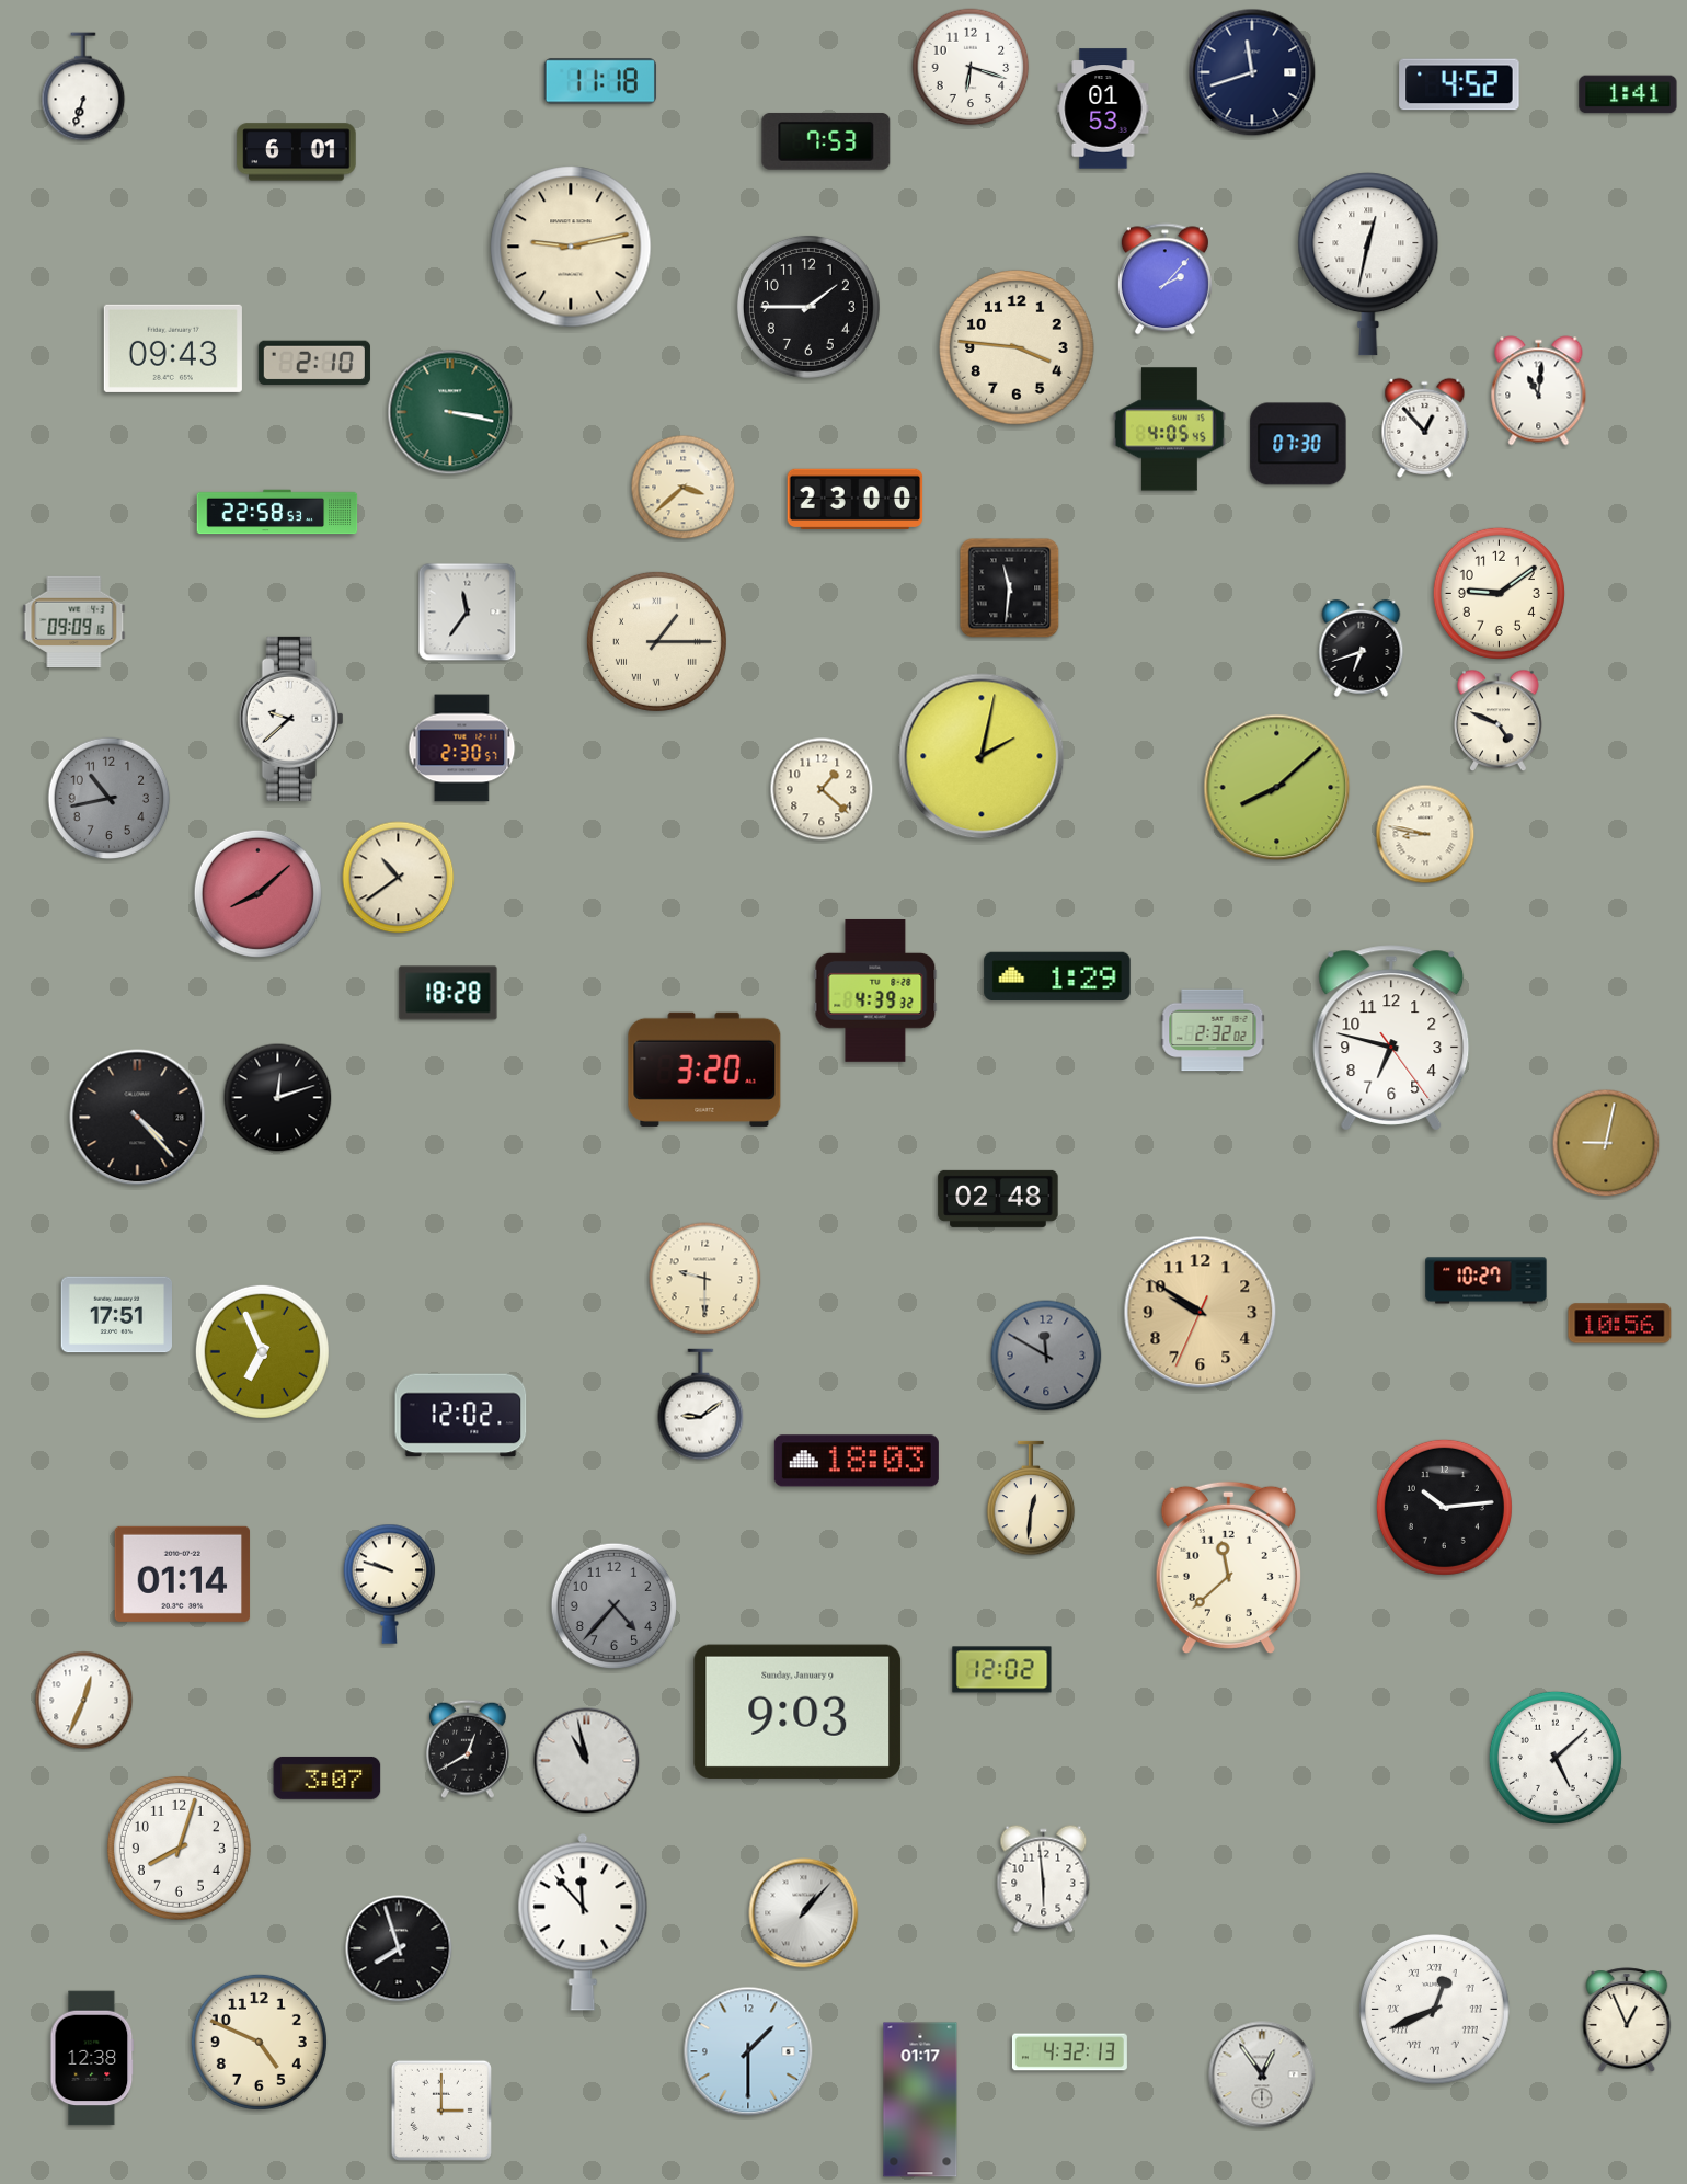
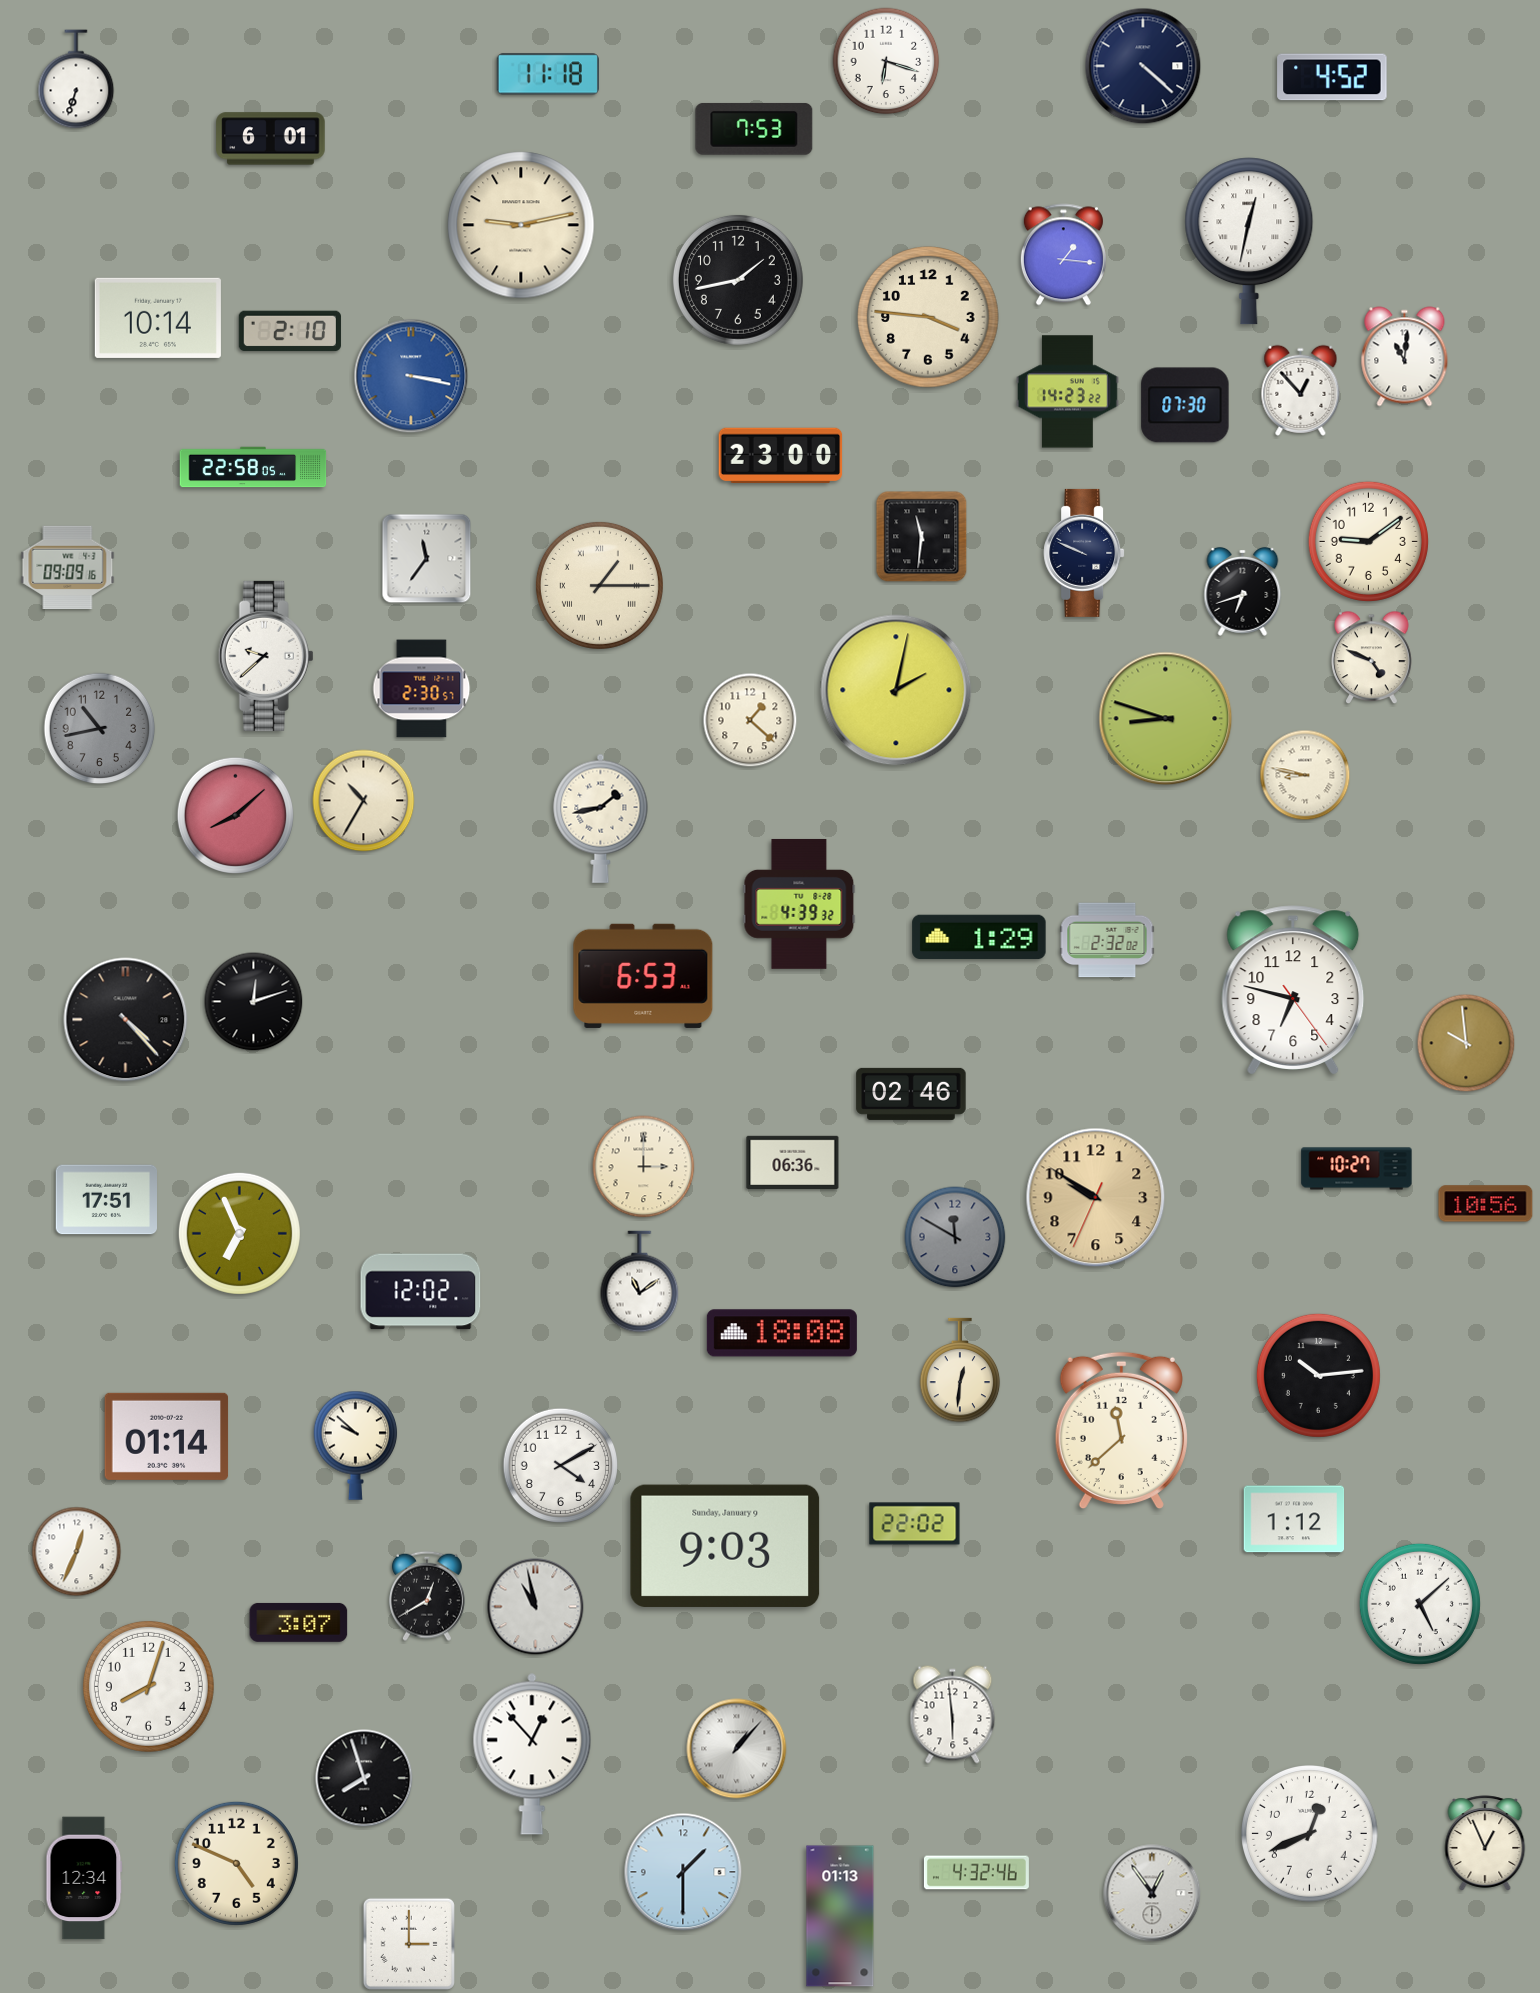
clock at (1252, 72): 11:42 -> 4:22
clock at (1628, 94): 1:41 -> none
clock at (1103, 108): 01:53 -> none
clock at (1164, 279): 2:07 -> 1:16
clock at (808, 307): 1:45 -> 1:43
clock at (173, 348): 09:43 -> 10:14
clock at (314, 363) position: (314, 363) -> (290, 331)
clock at (450, 412) dial: green -> blue
clock at (1169, 430): 4:05 -> 14:23
clock at (684, 488): 3:38 -> none
clock at (277, 512): 22:58:53 -> 22:58:05
clock at (1084, 553): none -> 9:49
clock at (1499, 721) position: (1499, 721) -> (1372, 658)
clock at (462, 748) position: (462, 748) -> (422, 689)
clock at (1277, 788): 8:08 -> 8:48
clock at (1425, 834) position: (1425, 834) -> (1305, 775)
clock at (399, 878): 10:39 -> 10:35
clock at (601, 818): none -> 1:43
clock at (1057, 976) position: (1057, 976) -> (979, 937)
clock at (448, 993): 18:28 -> none
clock at (1391, 1038) position: (1391, 1038) -> (1293, 990)
clock at (704, 1070): 3:20 -> 6:53
clock at (1606, 1143): 9:02 -> 9:59
clock at (998, 1199): 02:48 -> 02:46
clock at (793, 1162): none -> 06:36
clock at (705, 1279): 9:30 -> 3:00
clock at (1620, 1324) position: (1620, 1324) -> (1486, 1204)
clock at (701, 1405): 9:09 -> 11:09
clock at (857, 1461): 18:03 -> 18:08
clock at (1031, 1498) position: (1031, 1498) -> (960, 1370)
clock at (390, 1583): 9:48 -> 9:52
clock at (613, 1605): 4:37 -> 4:10
clock at (613, 1605) dial: grey -> white
clock at (1294, 1519): none -> 1:12
clock at (1002, 1670): 12:02 -> 22:02
clock at (797, 1712) position: (797, 1712) -> (725, 1546)
clock at (179, 1848) position: (179, 1848) -> (148, 1686)
clock at (804, 1913) position: (804, 1913) -> (737, 1749)
clock at (583, 1922): 11:53 -> 12:53
clock at (1435, 2010) numerals: Roman -> Arabic
clock at (1069, 2052): 4:32:13 -> 4:32:46
clock at (92, 2058): 12:38 -> 12:34
clock at (920, 2100): 01:17 -> 01:13
clock at (441, 2111) position: (441, 2111) -> (409, 1944)
